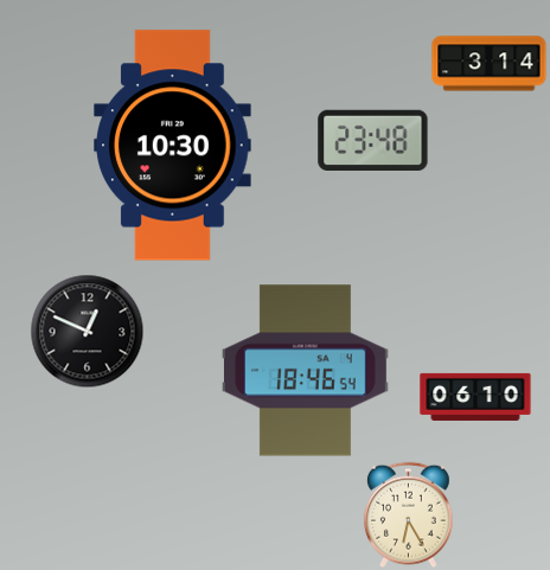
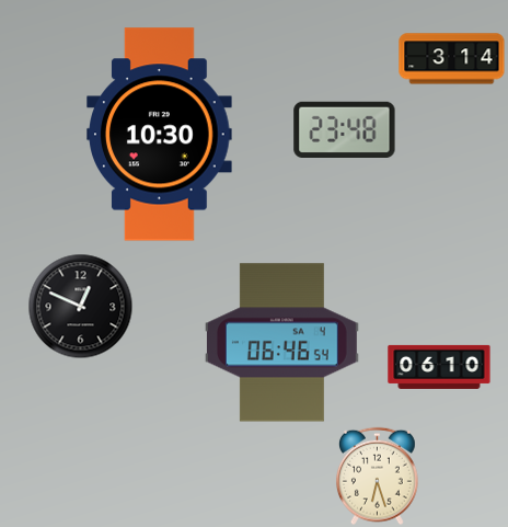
clock at (305, 371): 18:46 -> 06:46
clock at (409, 514): 6:25 -> 6:27
